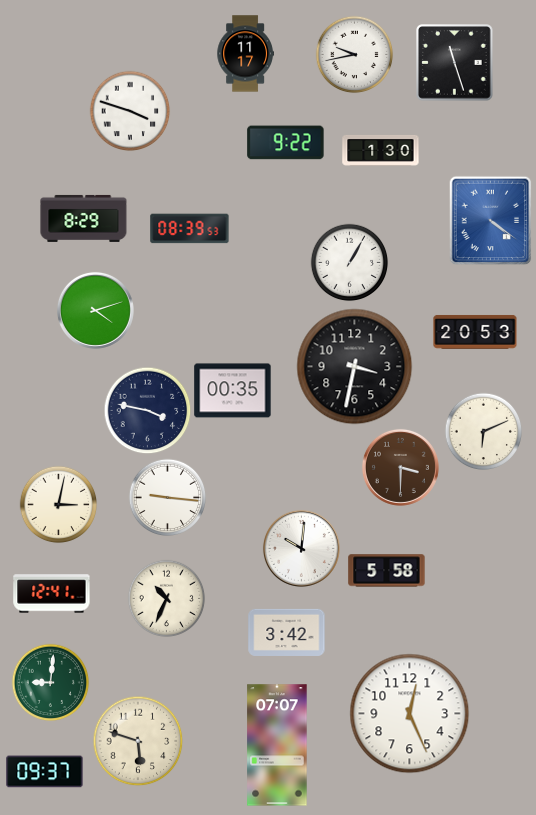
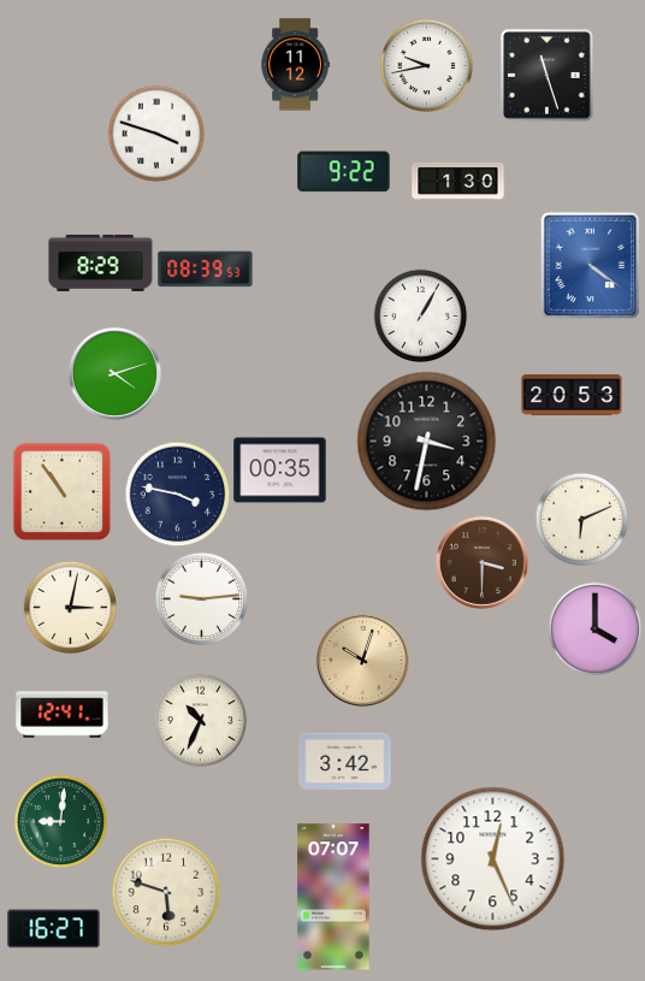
clock at (245, 54): 11:17 -> 11:12
clock at (190, 229) position: (190, 229) -> (206, 270)
clock at (475, 332) position: (475, 332) -> (572, 395)
clock at (61, 491): none -> 10:54
clock at (167, 497): 9:16 -> 9:14
clock at (594, 628): none -> 4:00
clock at (301, 548): 10:01 -> 10:03
clock at (301, 548) dial: white -> champagne
clock at (387, 571): 5:58 -> none
clock at (45, 772): 09:37 -> 16:27
